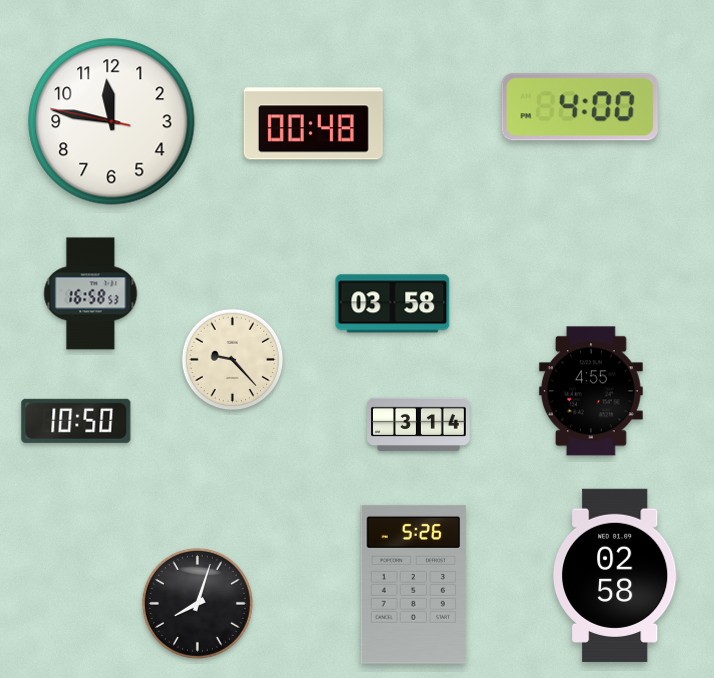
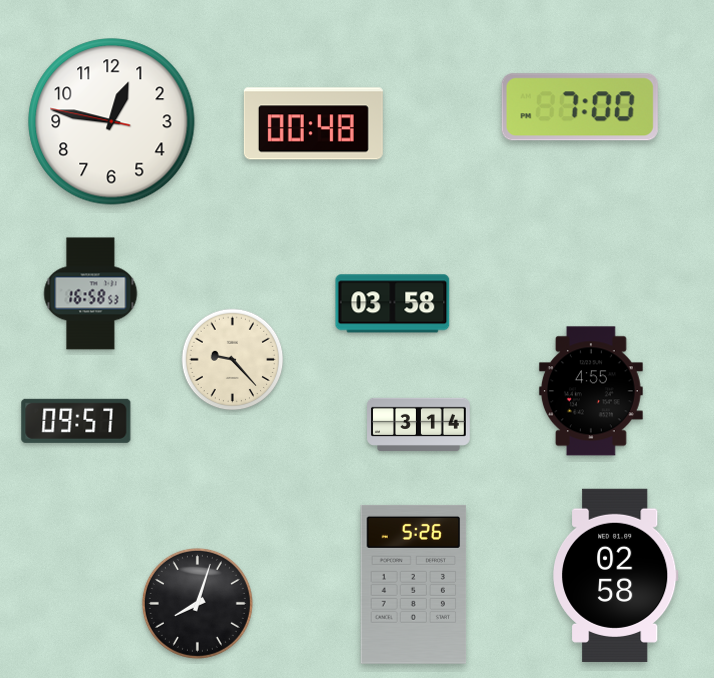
clock at (580, 107): 4:00 -> 7:00
clock at (112, 122): 11:46 -> 12:46
clock at (76, 421): 10:50 -> 09:57
